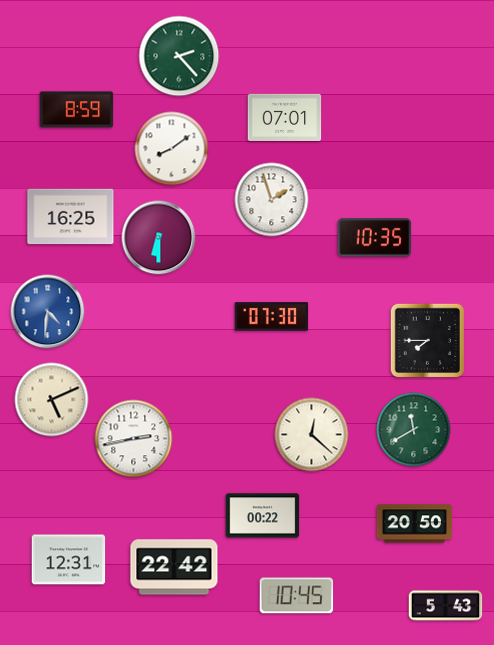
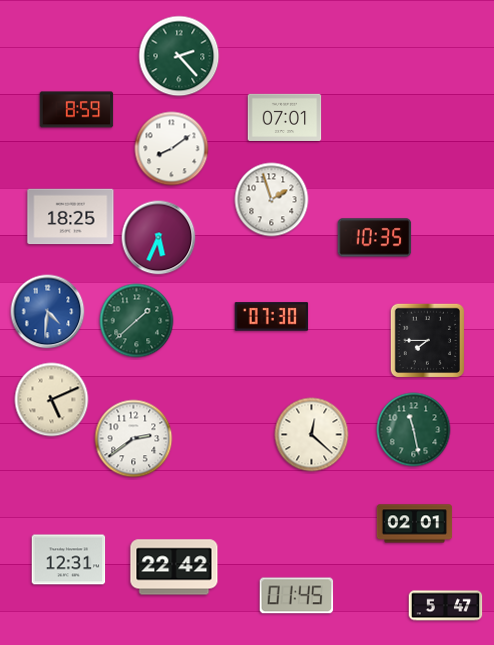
clock at (71, 217): 16:25 -> 18:25
clock at (159, 238): 6:30 -> 5:34
clock at (137, 321): none -> 1:38
clock at (414, 430): 11:40 -> 11:28
clock at (134, 439): 2:43 -> 2:39
clock at (263, 516): 00:22 -> none
clock at (415, 524): 20:50 -> 02:01
clock at (297, 596): 10:45 -> 01:45
clock at (446, 606): 5:43 -> 5:47
